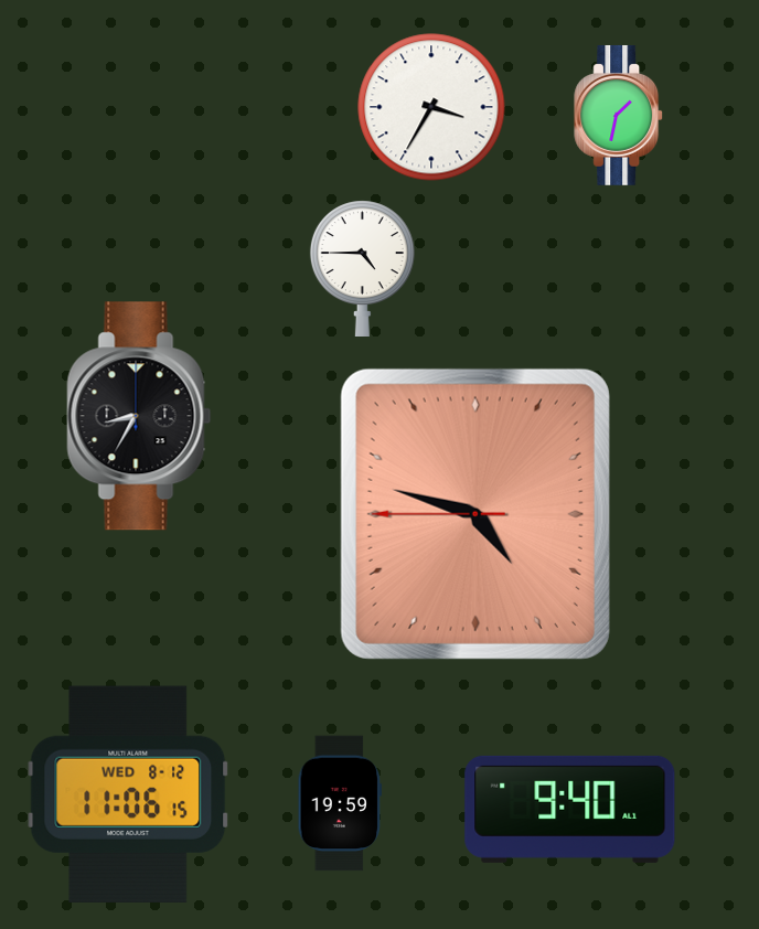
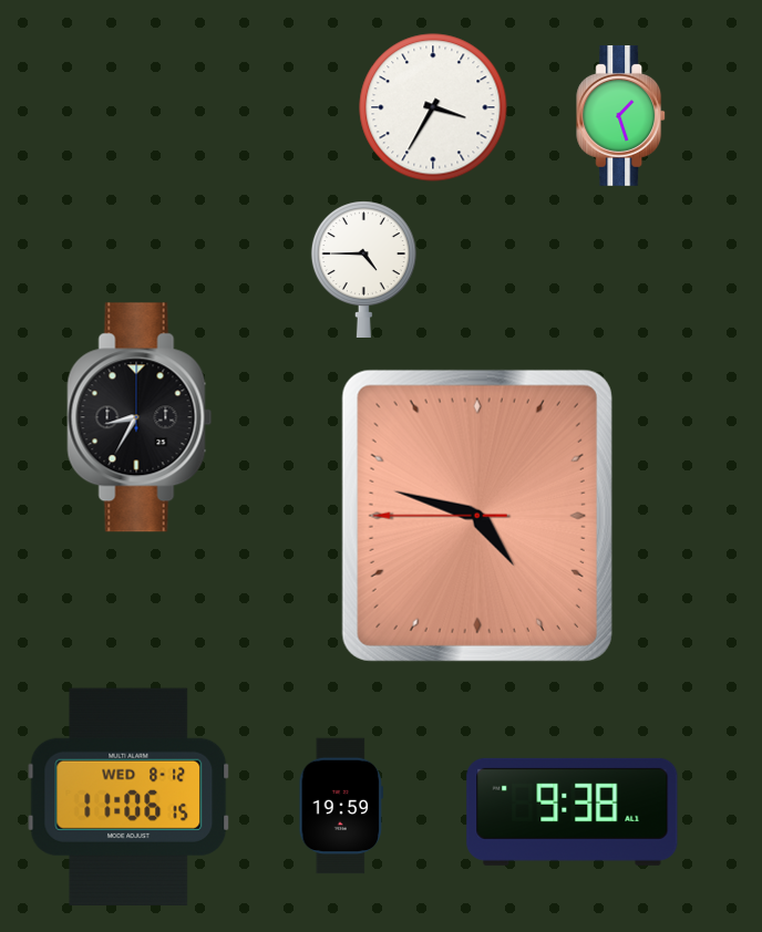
clock at (619, 115): 1:32 -> 1:27
clock at (570, 809): 9:40 -> 9:38
